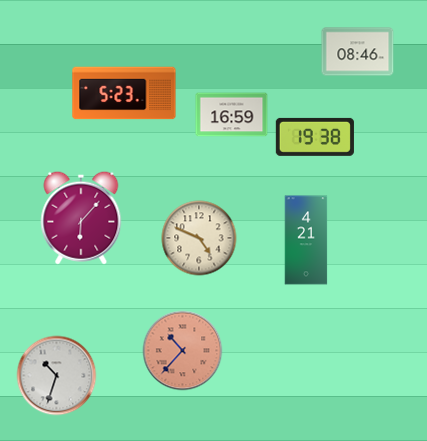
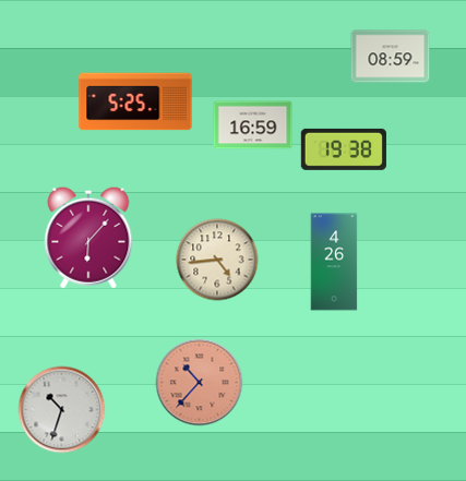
clock at (358, 52): 08:46 -> 08:59
clock at (124, 93): 5:23 -> 5:25
clock at (199, 238): 4:49 -> 4:44
clock at (306, 240): 4:21 -> 4:26
